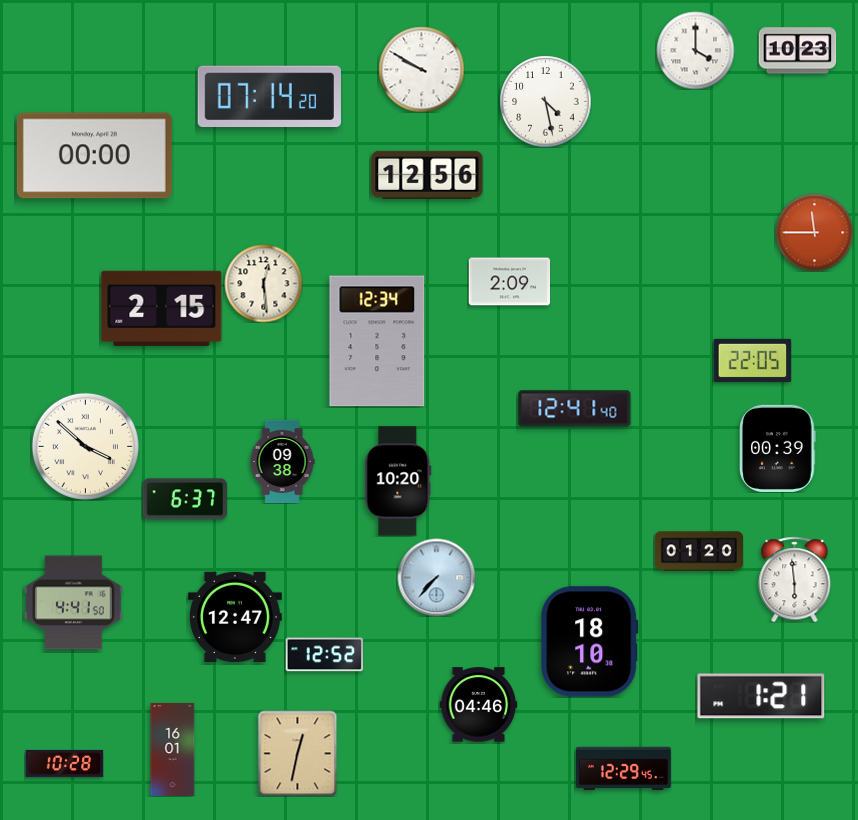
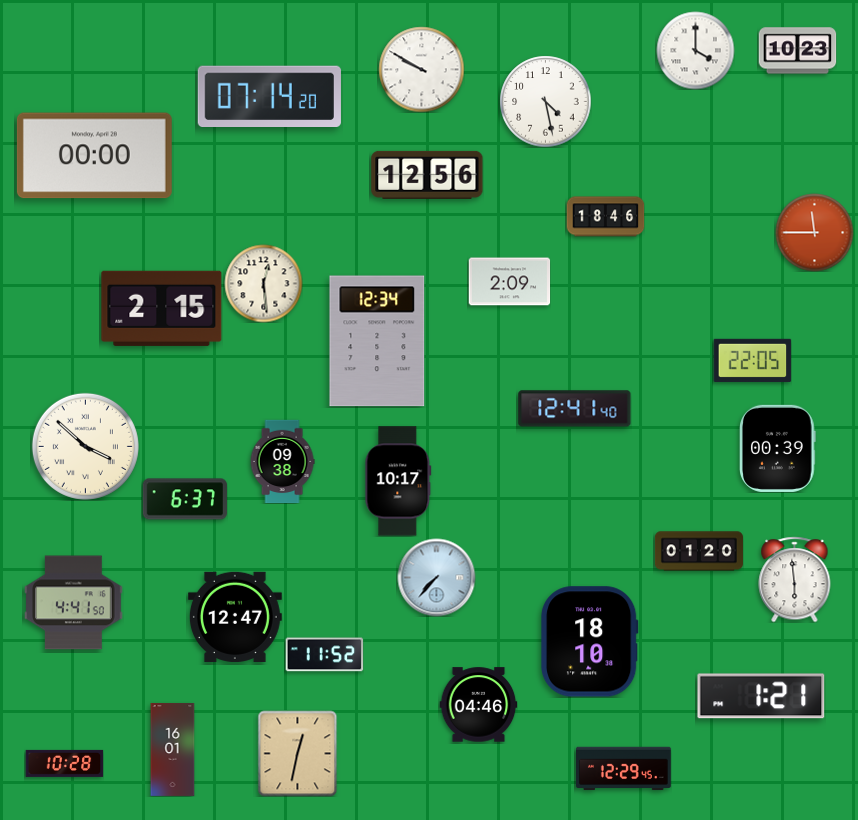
clock at (605, 217): none -> 18:46
clock at (398, 481): 10:20 -> 10:17
clock at (324, 655): 12:52 -> 11:52
